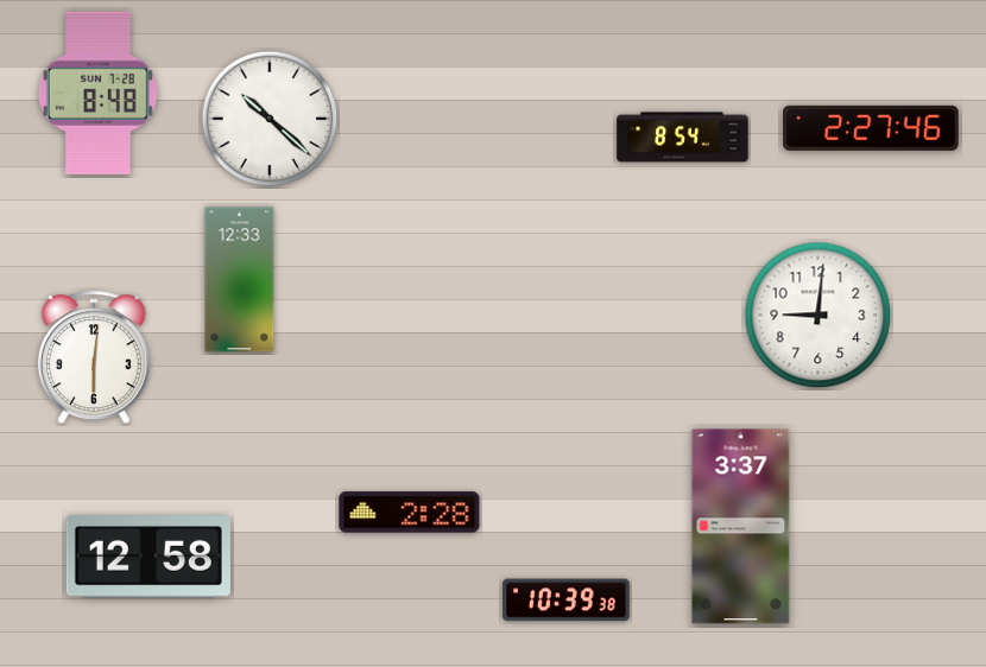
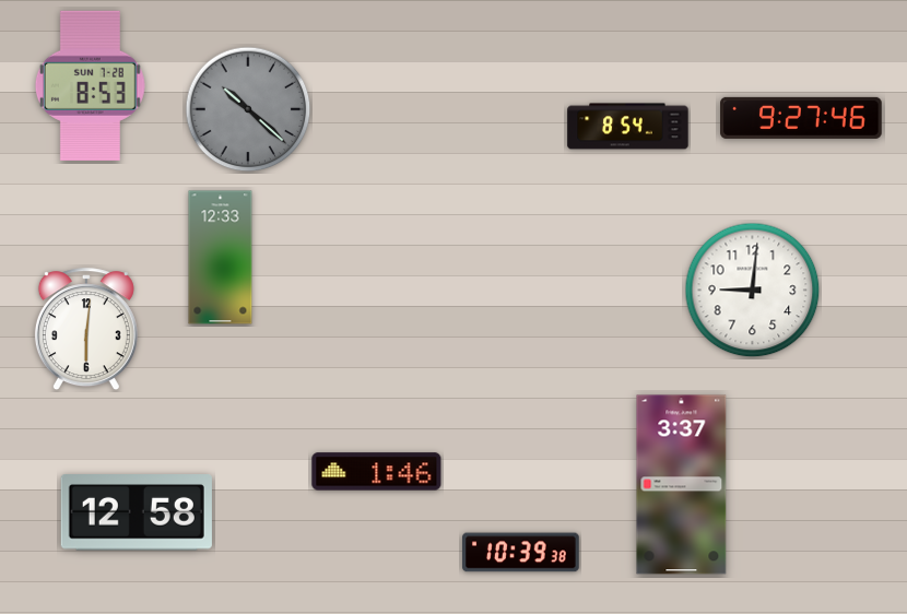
clock at (97, 93): 8:48 -> 8:53
clock at (270, 119) dial: white -> grey
clock at (871, 128): 2:27 -> 9:27
clock at (410, 513): 2:28 -> 1:46
